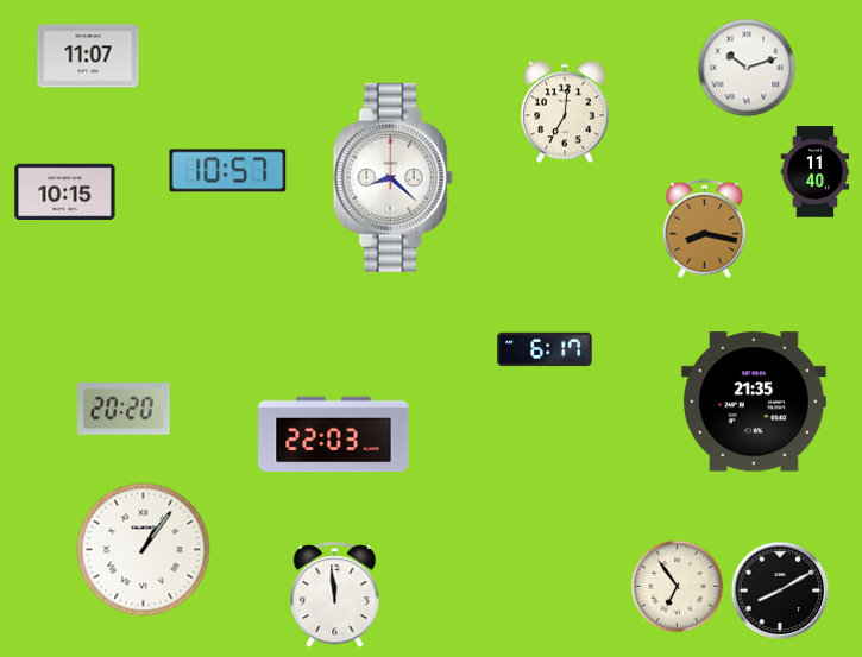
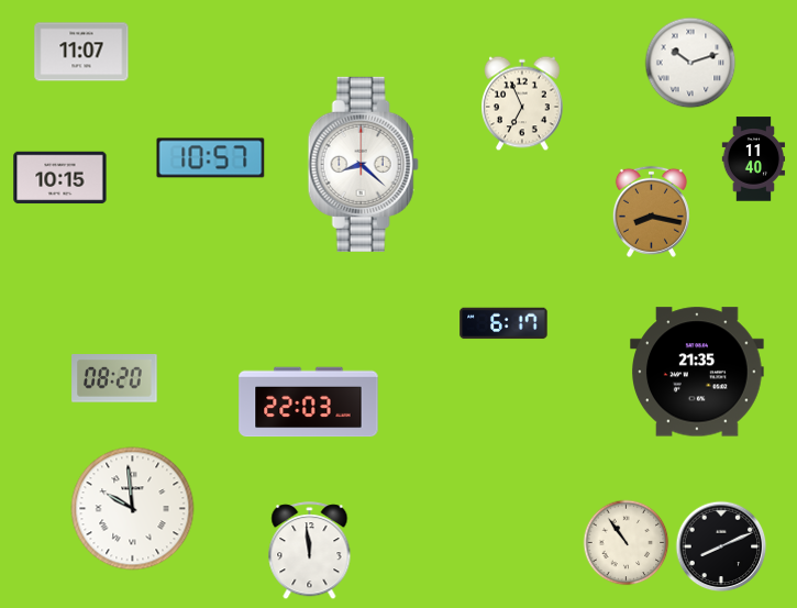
clock at (566, 112): 7:01 -> 6:56
clock at (124, 409): 20:20 -> 08:20
clock at (144, 550): 1:06 -> 9:59
clock at (677, 586): 6:54 -> 10:54
clock at (780, 590): 8:10 -> 8:11
